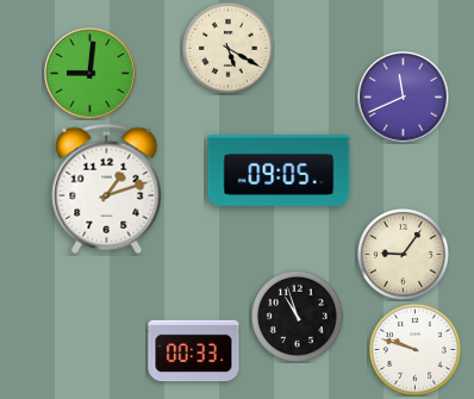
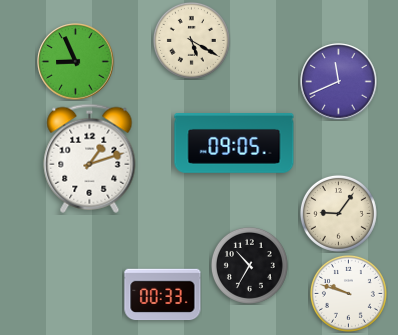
clock at (91, 74): 9:01 -> 8:56
clock at (297, 316): 10:57 -> 10:35
